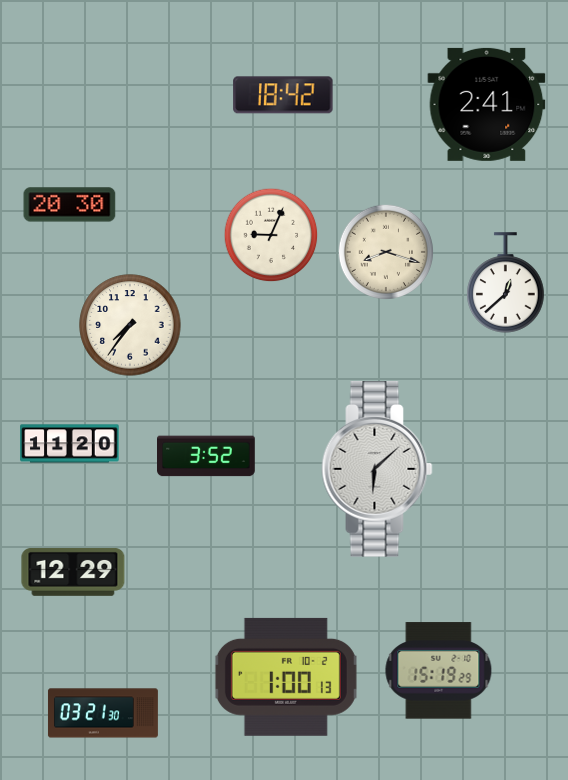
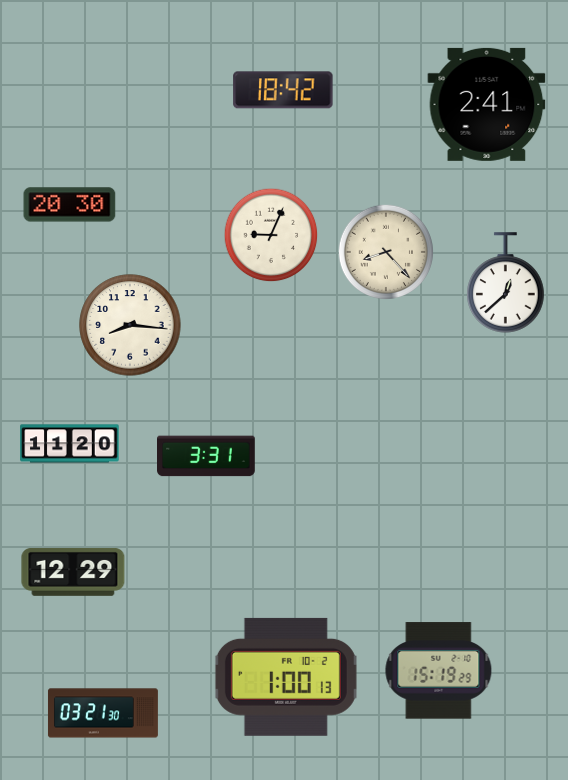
clock at (283, 95) position: (283, 95) -> (283, 90)
clock at (385, 251): 8:18 -> 8:23
clock at (130, 325): 7:36 -> 8:16
clock at (207, 456): 3:52 -> 3:31
clock at (377, 470): 6:08 -> none
